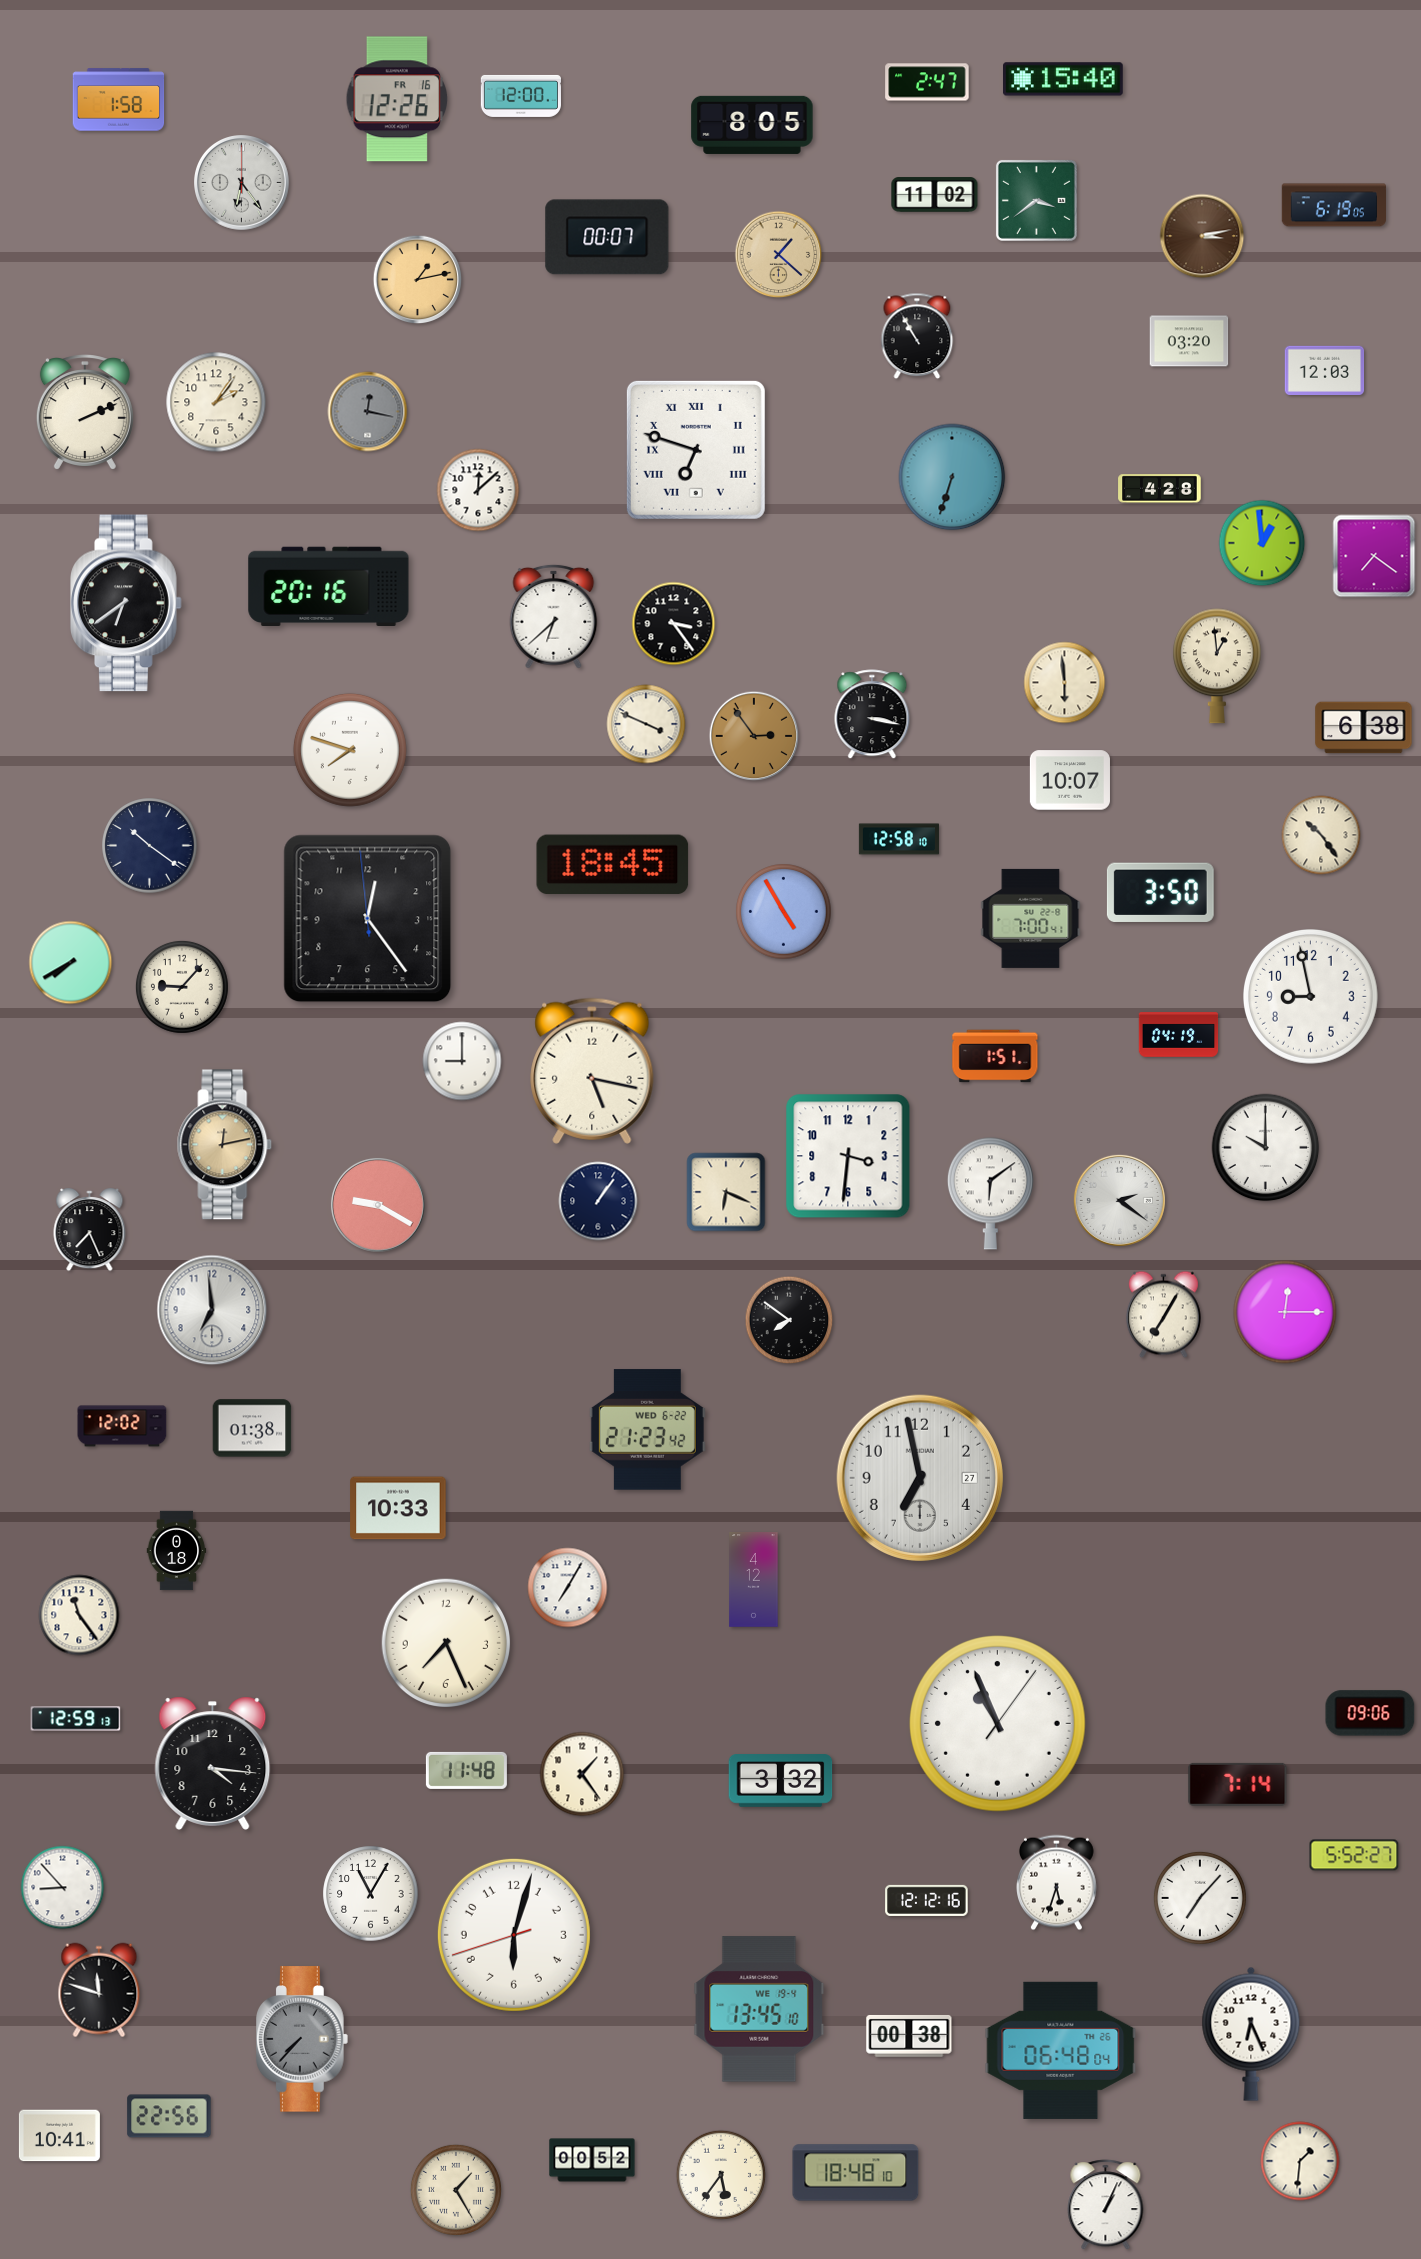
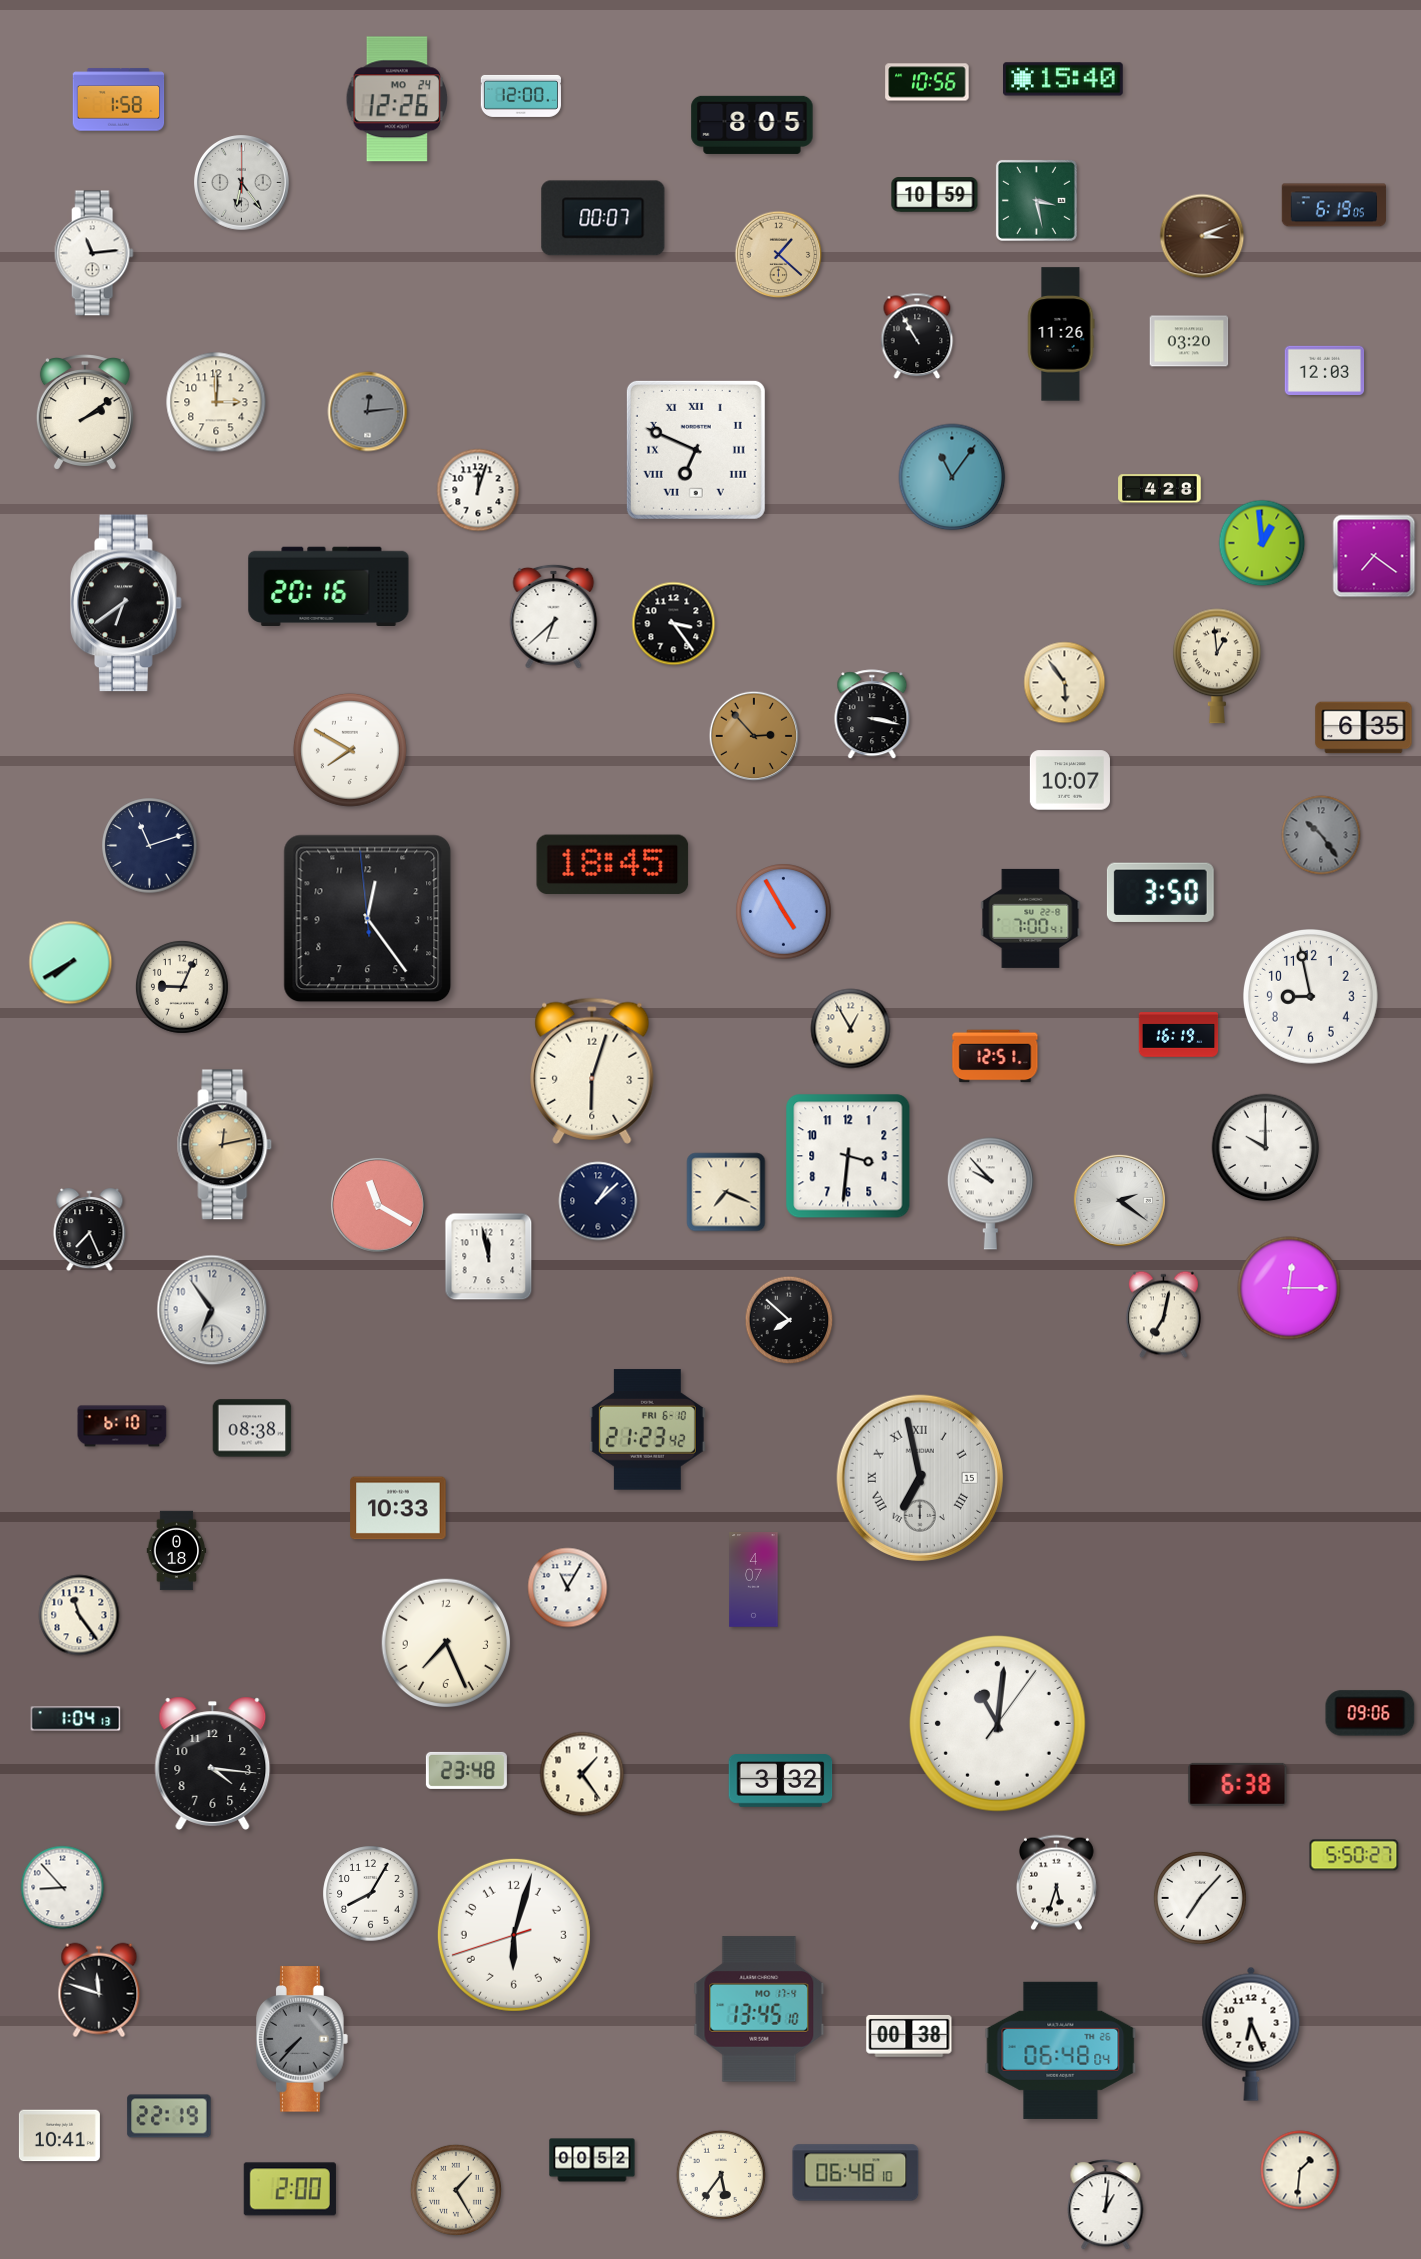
clock at (927, 82): 2:47 -> 10:56
clock at (397, 99) date: FR 16 -> MO 24
clock at (935, 195): 11:02 -> 10:59
clock at (1036, 200): 3:39 -> 3:28
clock at (1202, 236): 3:13 -> 3:11
clock at (607, 237) position: (607, 237) -> (603, 218)
clock at (94, 253): none -> 11:14
clock at (418, 280): 1:13 -> none
clock at (1061, 334): none -> 11:26
clock at (216, 402): 2:06 -> 3:00
clock at (85, 412): 2:11 -> 2:09
clock at (368, 412): 12:17 -> 12:14
clock at (696, 450): 6:48 -> 6:49
clock at (952, 477): 6:33 -> 11:06
clock at (478, 490): 12:08 -> 12:03
clock at (1065, 683): 5:59 -> 5:54
clock at (646, 724): 3:49 -> none
clock at (1364, 728): 6:38 -> 6:35
clock at (754, 736): 2:54 -> 2:53
clock at (350, 750): 7:48 -> 7:50
clock at (1321, 835) dial: cream -> grey
clock at (899, 839): 12:58 -> none
clock at (150, 846): 10:21 -> 11:12
clock at (182, 987): 9:07 -> 9:04
clock at (851, 1029): none -> 12:55
clock at (1179, 1035): 04:19 -> 16:19
clock at (995, 1056): 1:51 -> 12:51
clock at (462, 1061): 9:00 -> none
clock at (592, 1071): 5:17 -> 6:03
clock at (726, 1192): 6:19 -> 7:19
clock at (990, 1193): 6:09 -> 9:53
clock at (598, 1201): 1:06 -> 1:08
clock at (378, 1205): 9:20 -> 11:20
clock at (489, 1257): none -> 11:58
clock at (212, 1310): 6:59 -> 6:54
clock at (1285, 1312) position: (1285, 1312) -> (1289, 1288)
clock at (1163, 1315): 7:05 -> 7:02
clock at (789, 1320): 7:51 -> 7:52
clock at (122, 1426): 12:02 -> 6:10
clock at (252, 1428): 01:38 -> 08:38
clock at (647, 1430) date: WED 6-22 -> FRI 6-10
clock at (920, 1478) date: 27 -> 15
clock at (920, 1478) numerals: Arabic -> Roman
clock at (754, 1580): 4:12 -> 4:07
clock at (568, 1588): 7:05 -> 11:05
clock at (76, 1719): 12:59 -> 1:04
clock at (997, 1723): 10:56 -> 11:01
clock at (466, 1770): 11:48 -> 23:48
clock at (1238, 1784): 7:14 -> 6:38
clock at (1354, 1855): 5:52 -> 5:50
clock at (371, 1894): 11:05 -> 8:05
clock at (927, 1900): 12:12 -> none
clock at (759, 2009) date: WE 19-4 -> MO 17-4
clock at (169, 2116): 22:56 -> 22:19
clock at (1300, 2161) position: (1300, 2161) -> (1300, 2170)
clock at (856, 2173): 18:48 -> 06:48
clock at (290, 2189): none -> 2:00
clock at (1106, 2205): 1:04 -> 1:01
